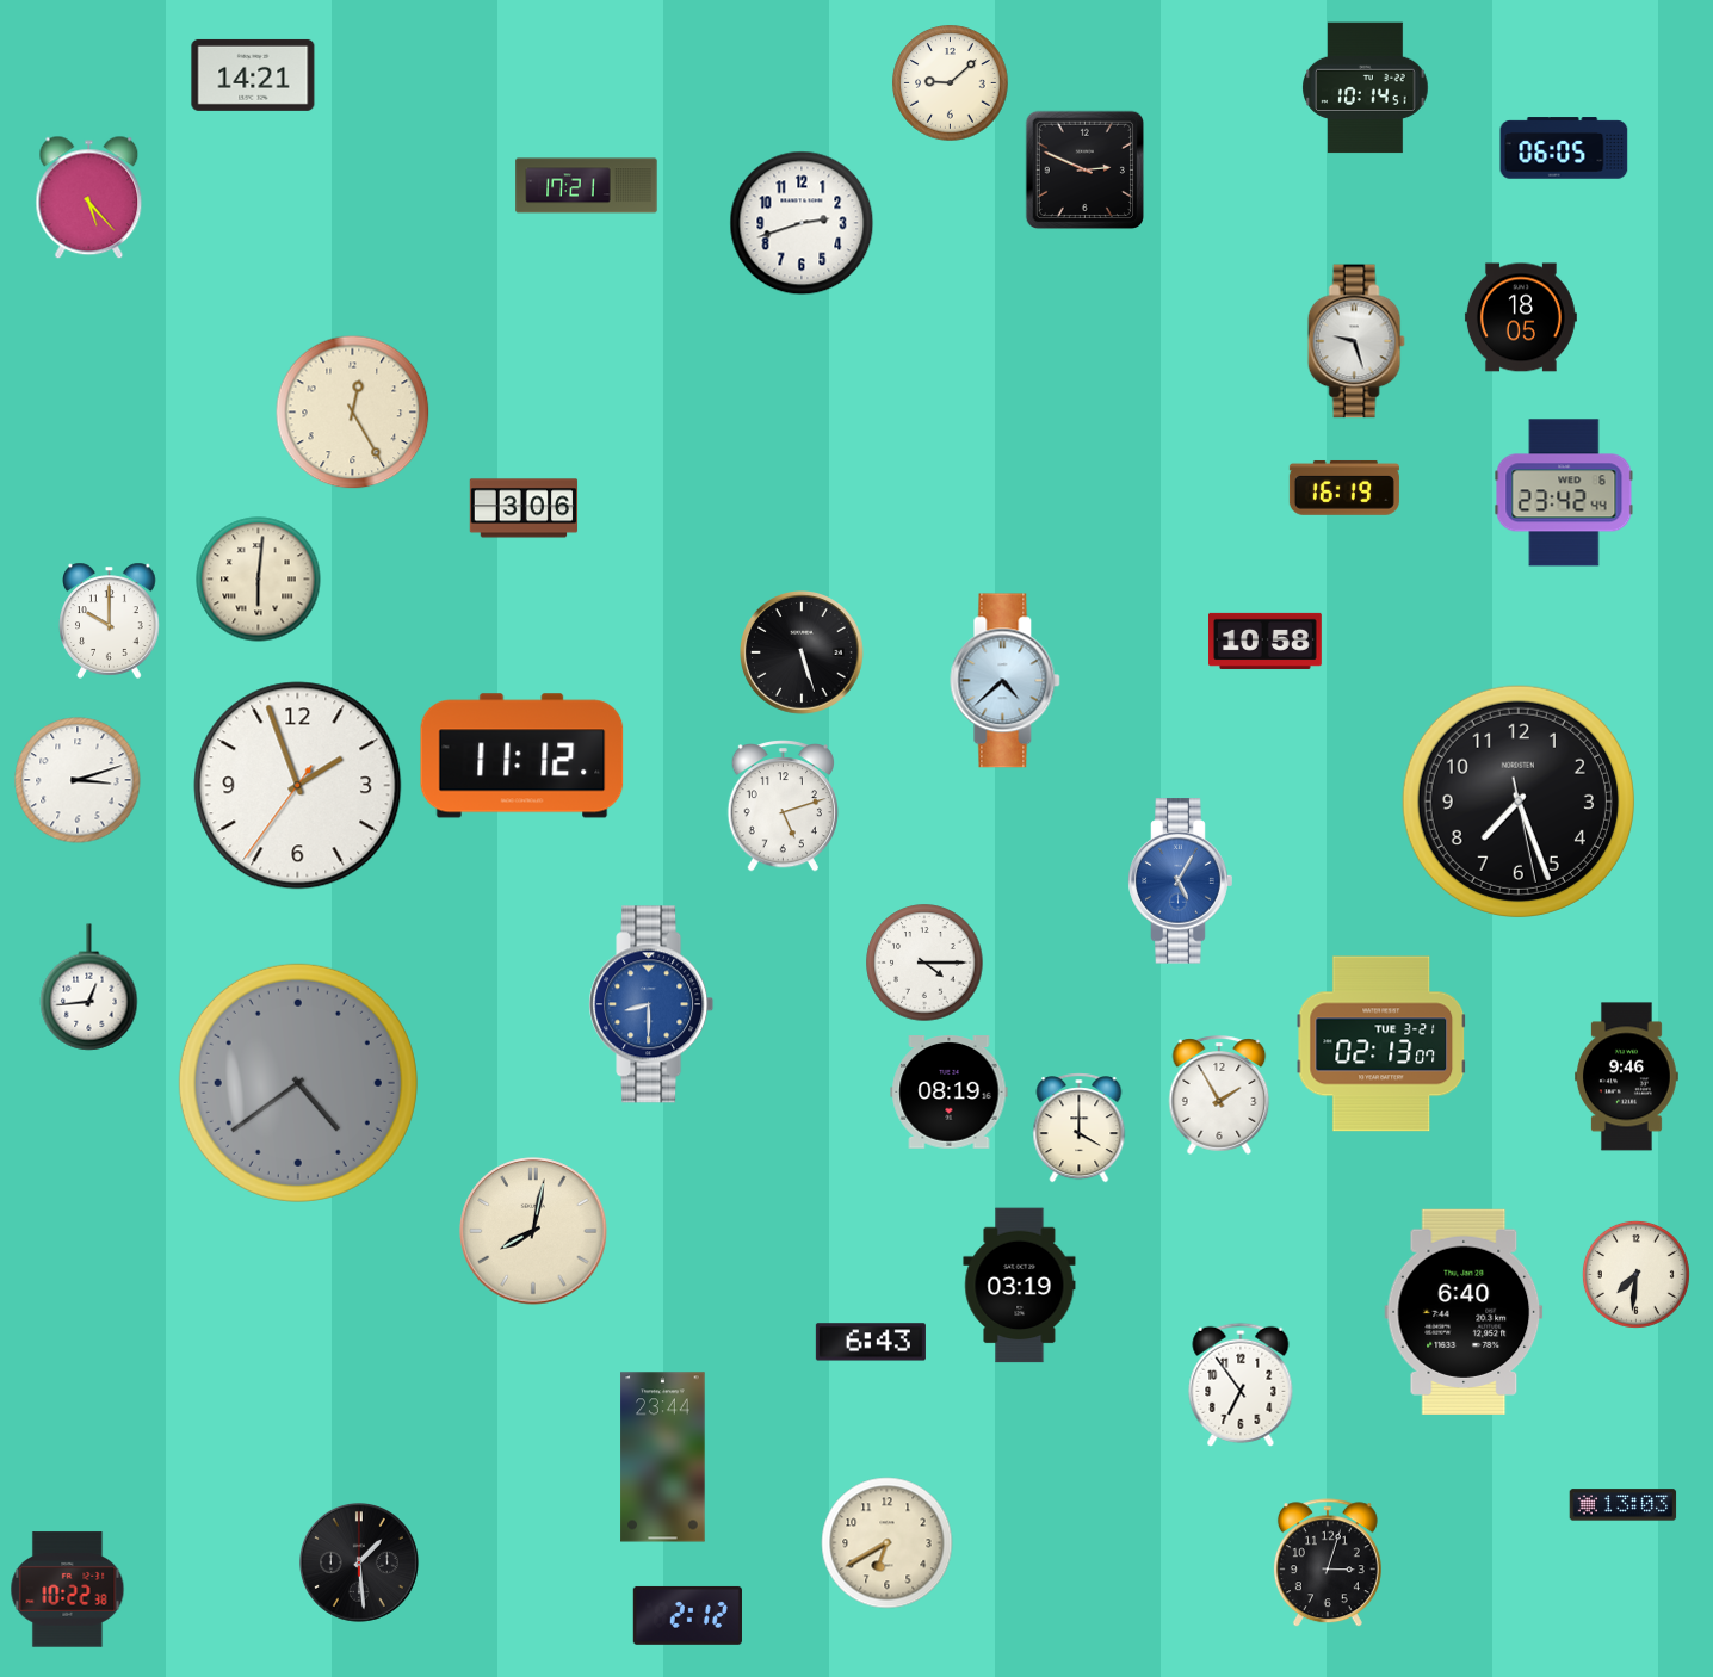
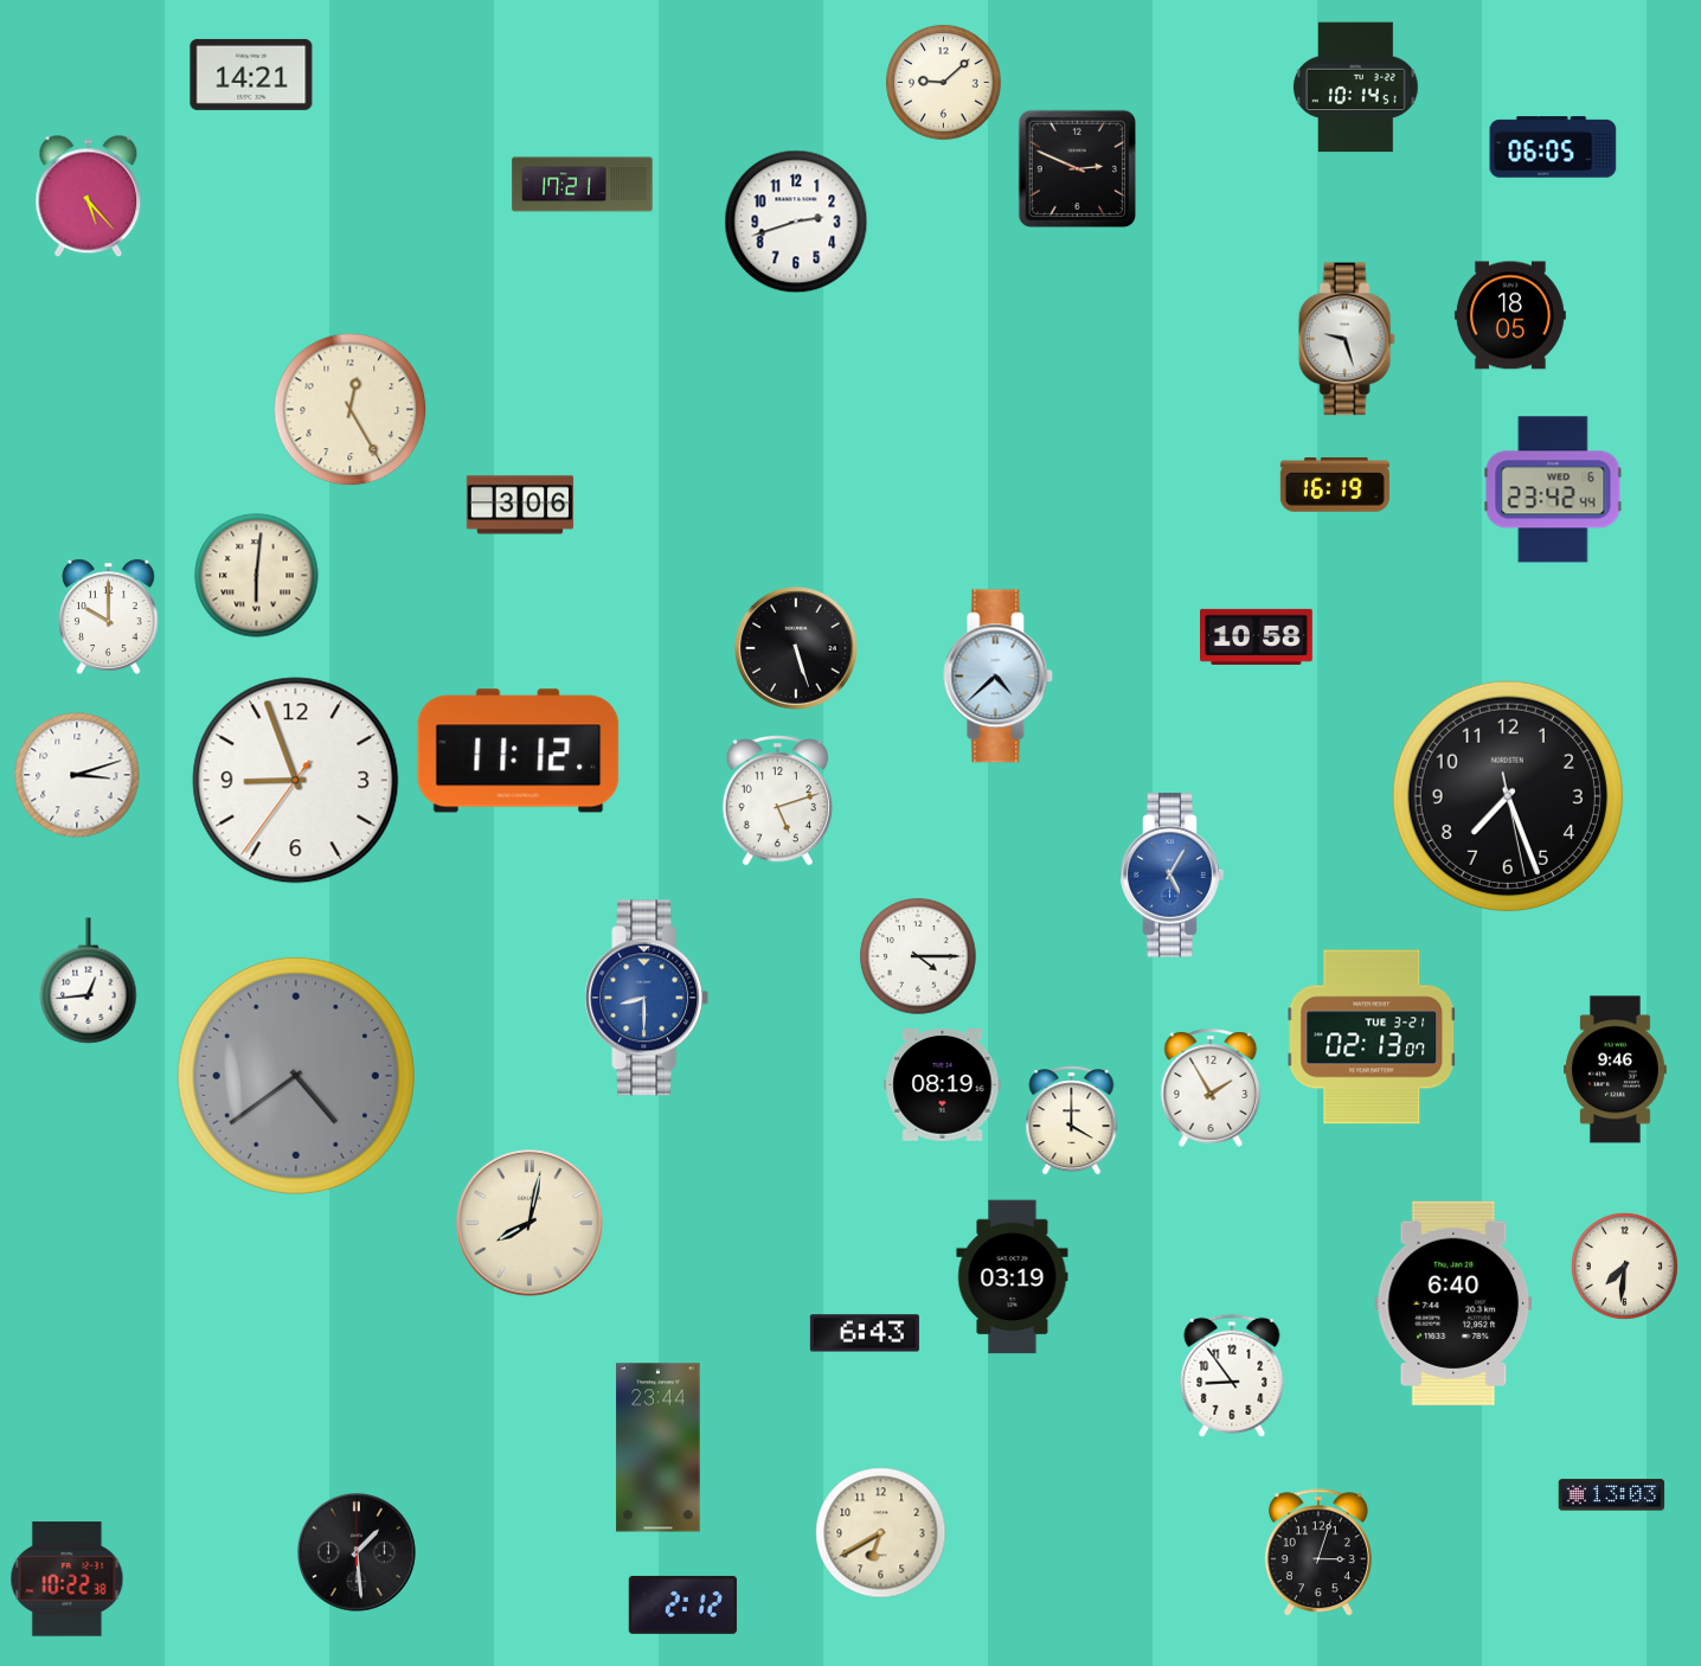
clock at (298, 786): 1:56 -> 8:56
clock at (1241, 1385): 6:54 -> 8:54
